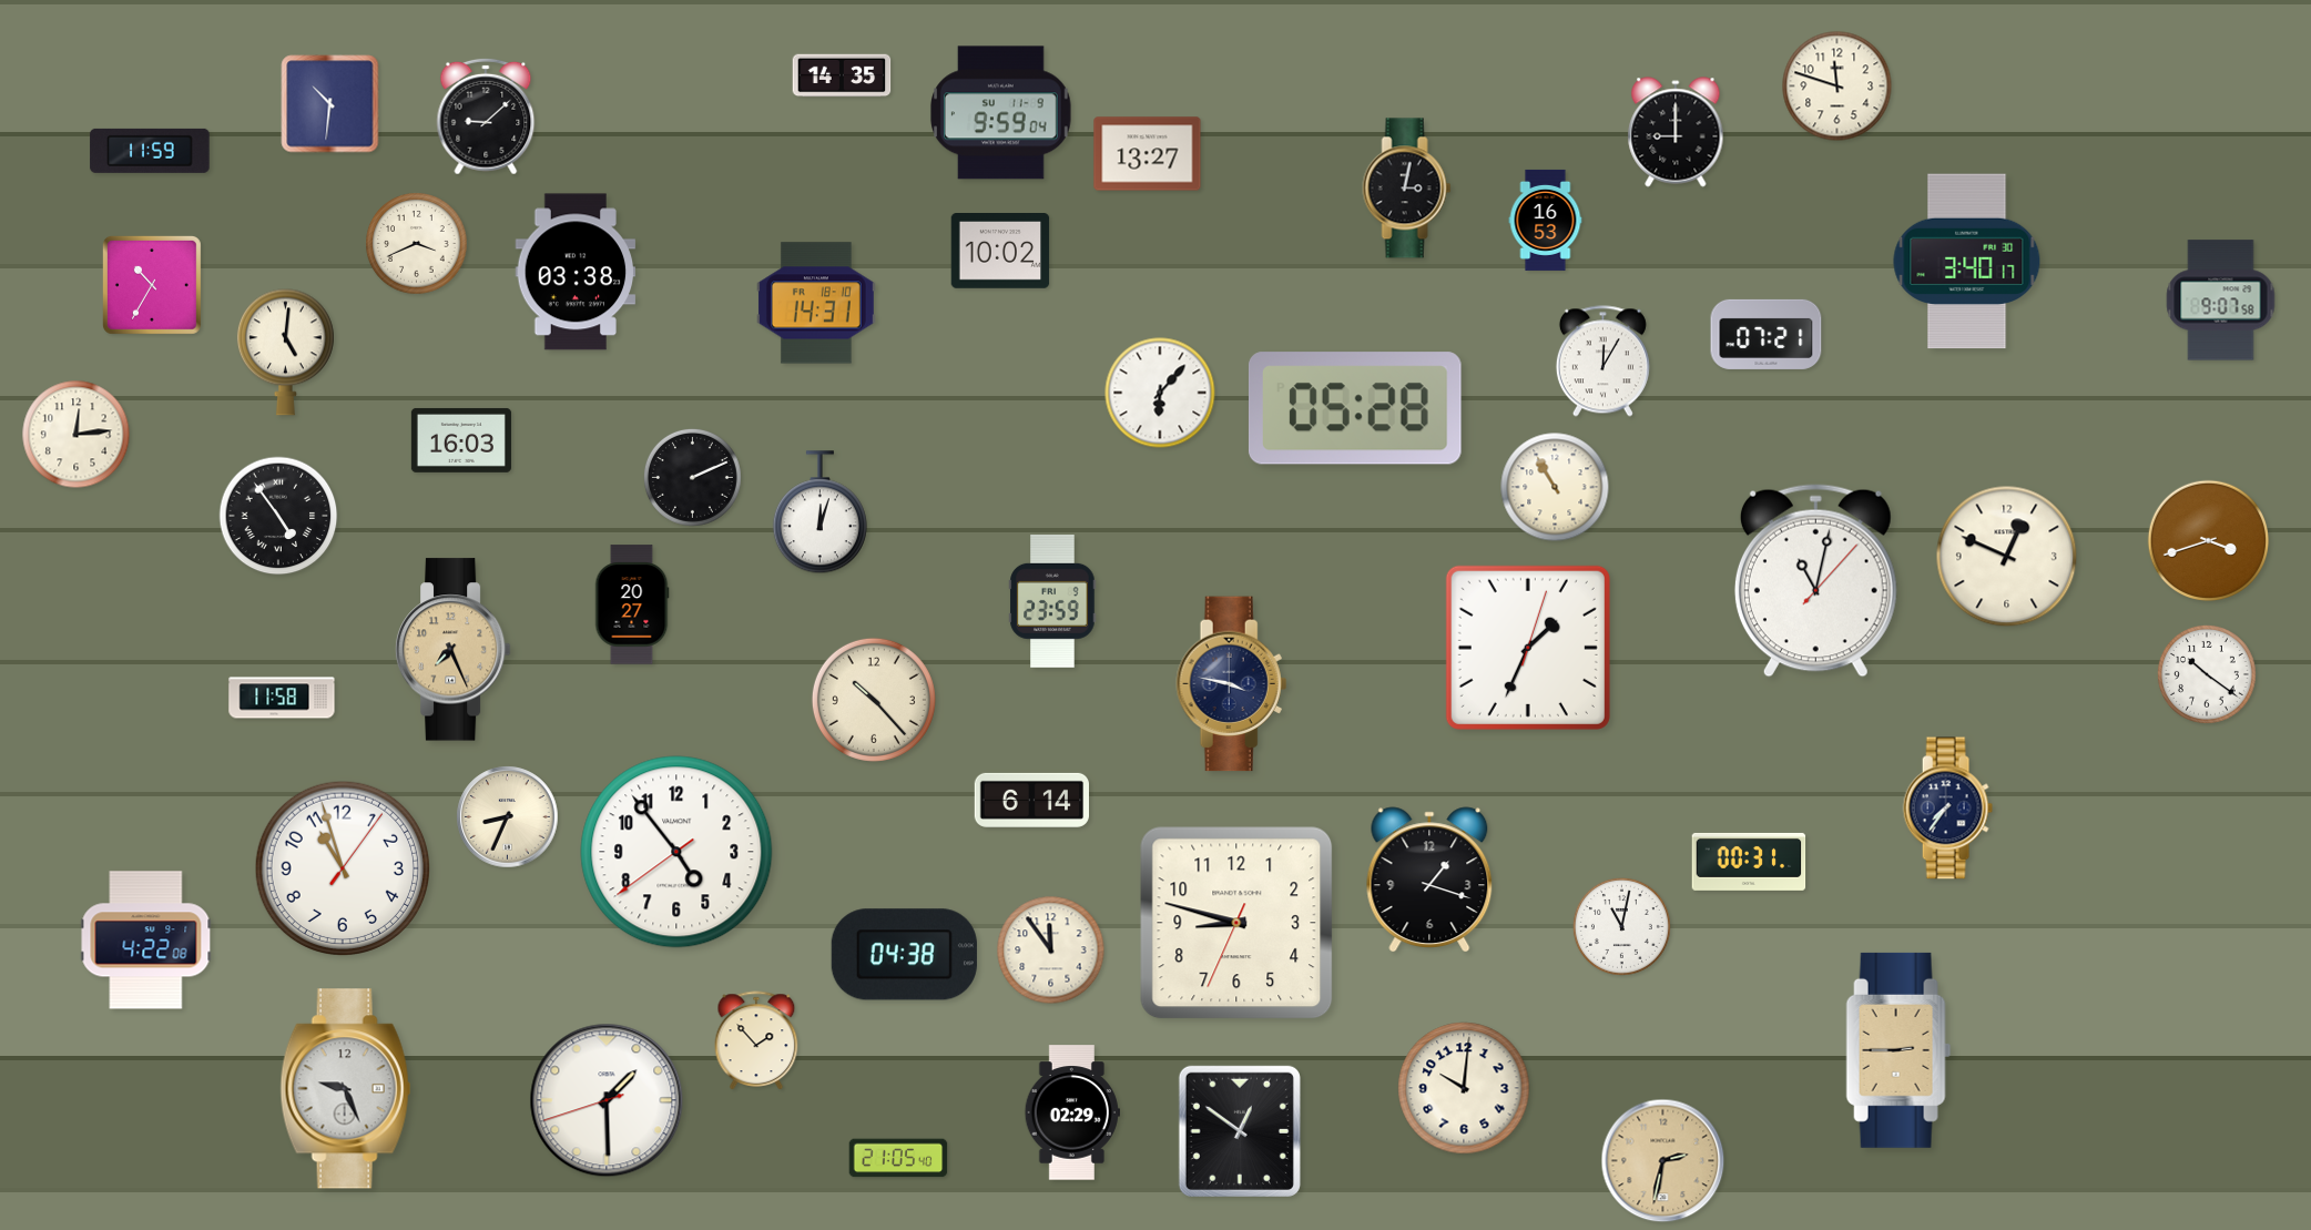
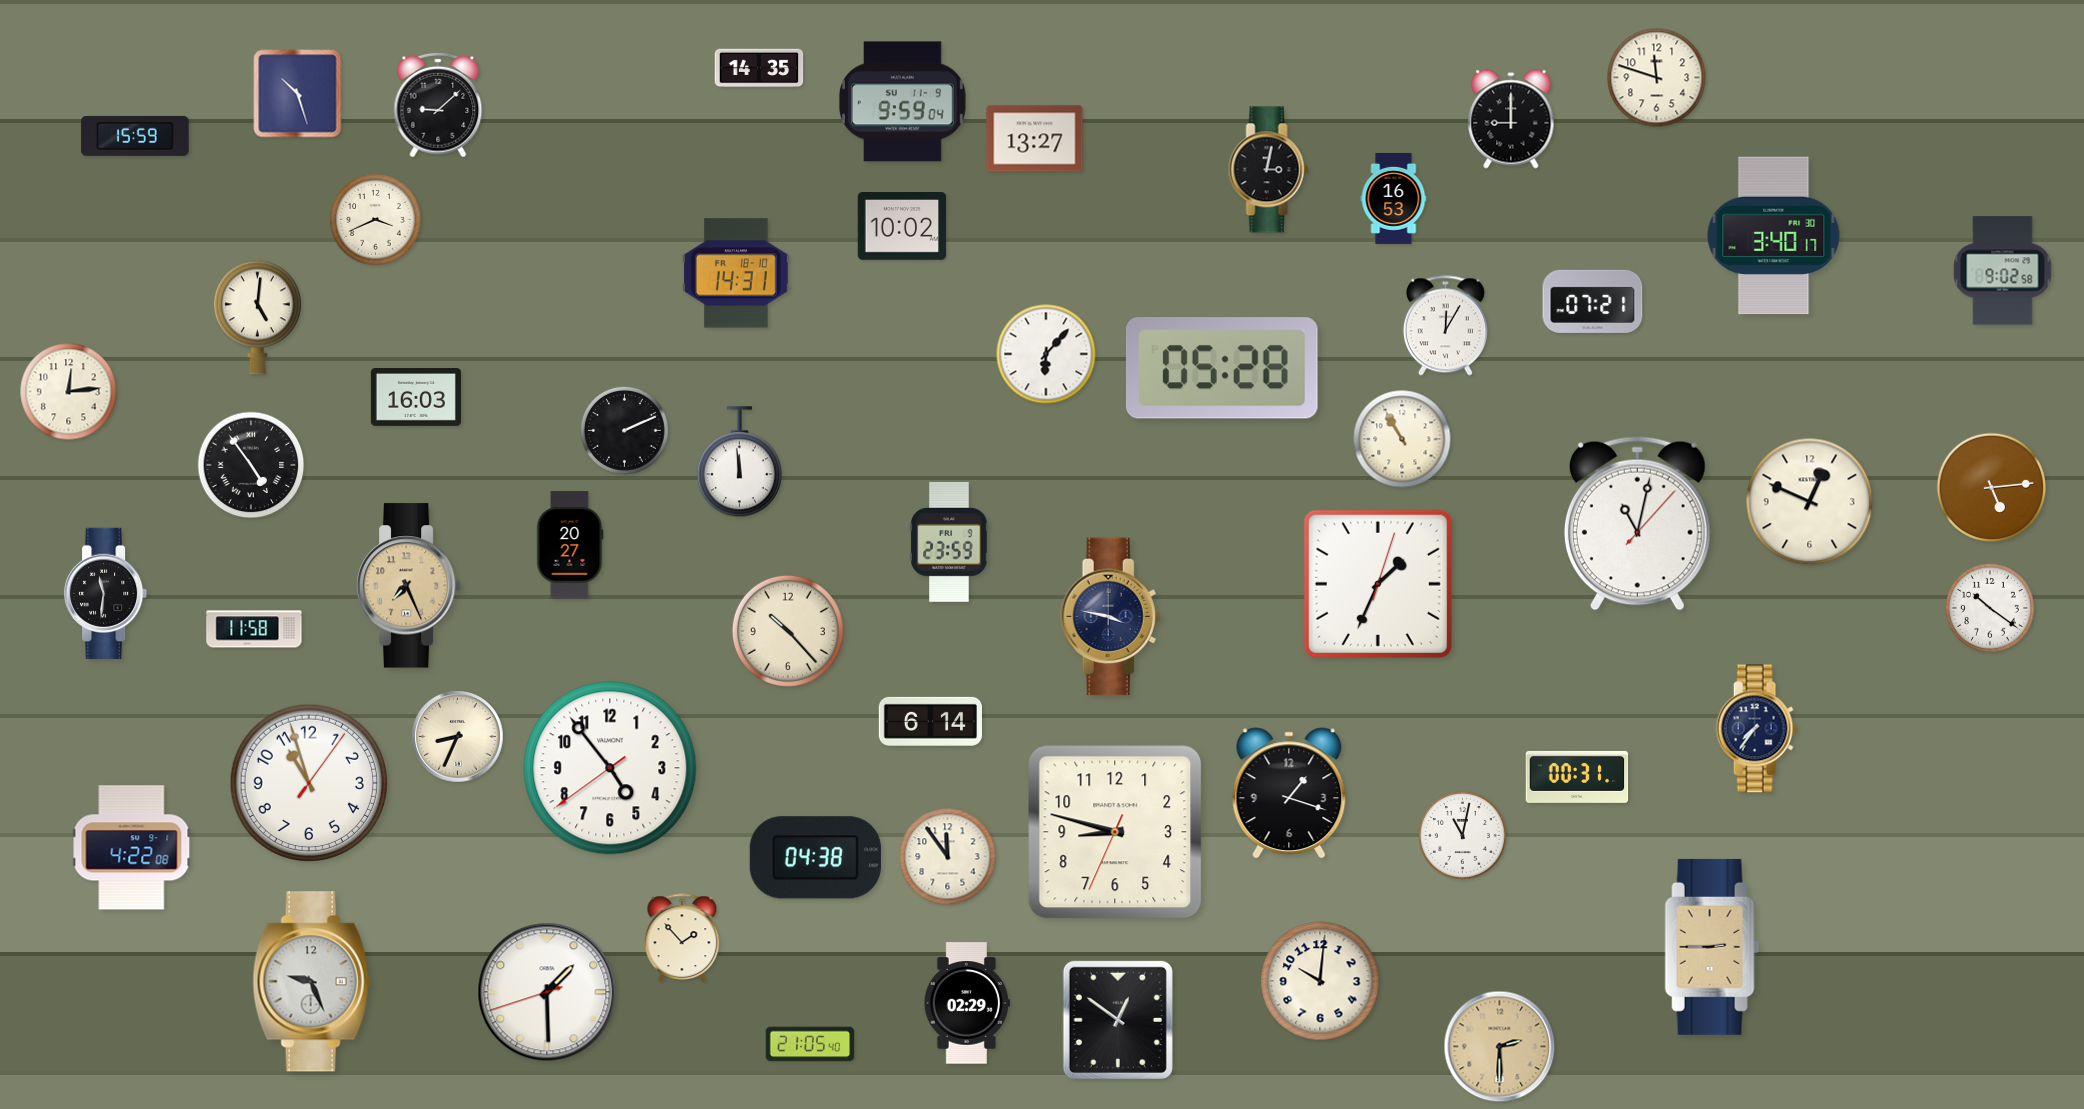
clock at (330, 104): 10:31 -> 10:27
clock at (150, 151): 11:59 -> 15:59
clock at (576, 272): 03:38 -> none
clock at (152, 285): 10:35 -> none
clock at (2221, 301): 9:07 -> 9:02
clock at (819, 512): 12:03 -> 11:59
clock at (2208, 540): 3:42 -> 5:14
clock at (107, 593): none -> 11:31
clock at (904, 955) position: (904, 955) -> (815, 858)
clock at (1663, 1161): 2:32 -> 2:30
